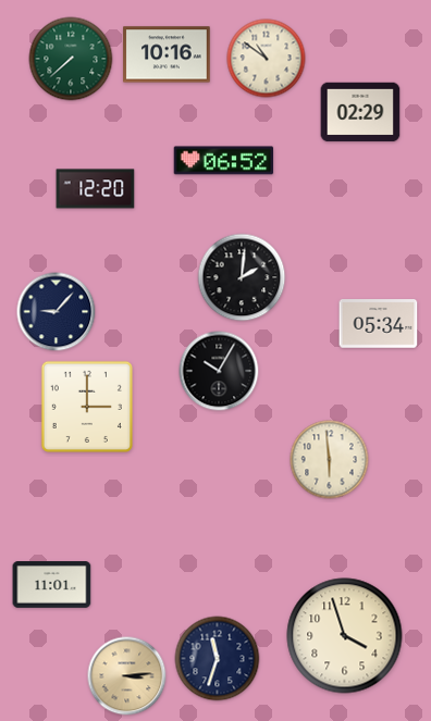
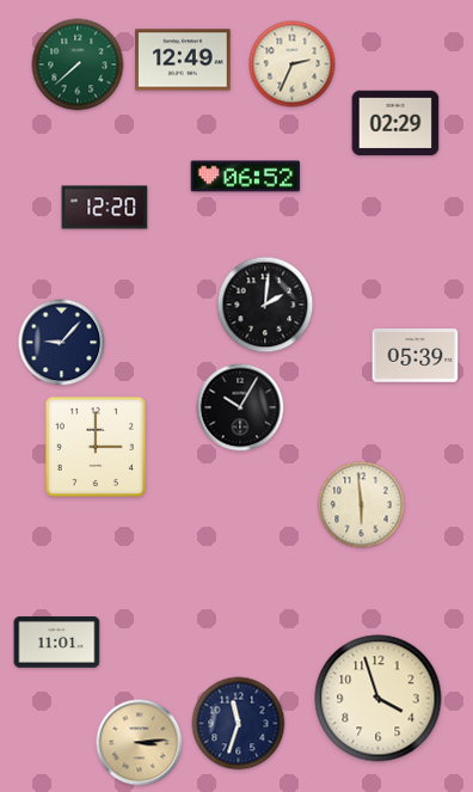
clock at (167, 54): 10:16 -> 12:49
clock at (267, 59): 10:51 -> 2:34
clock at (379, 324): 05:34 -> 05:39
